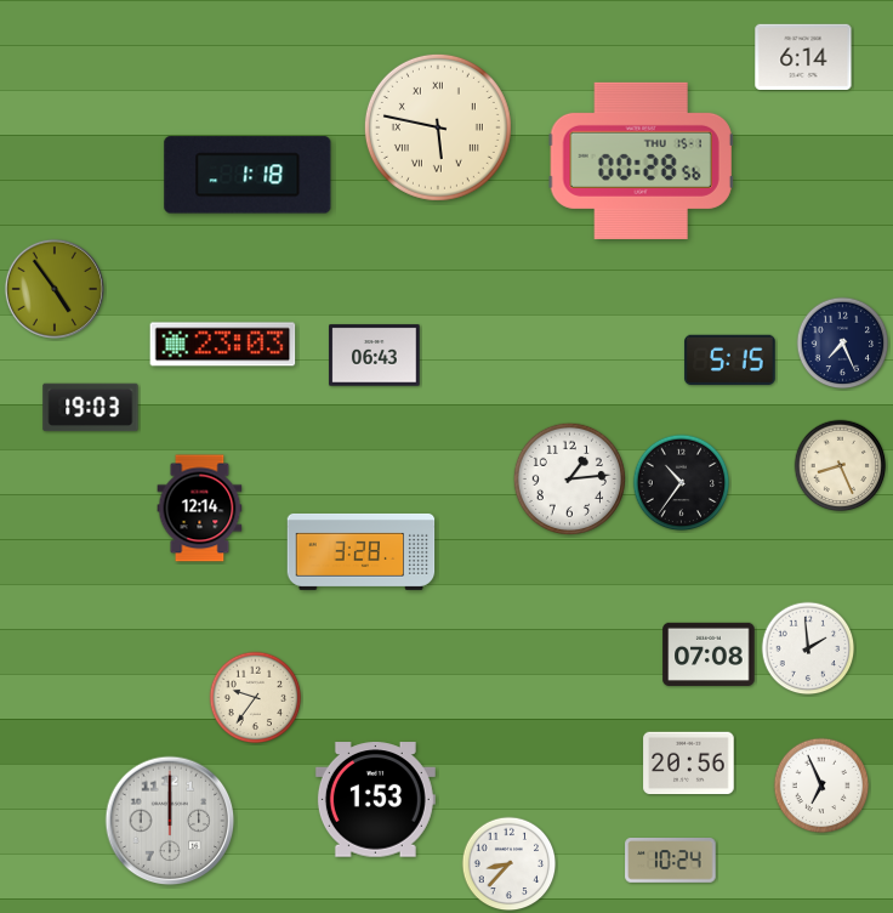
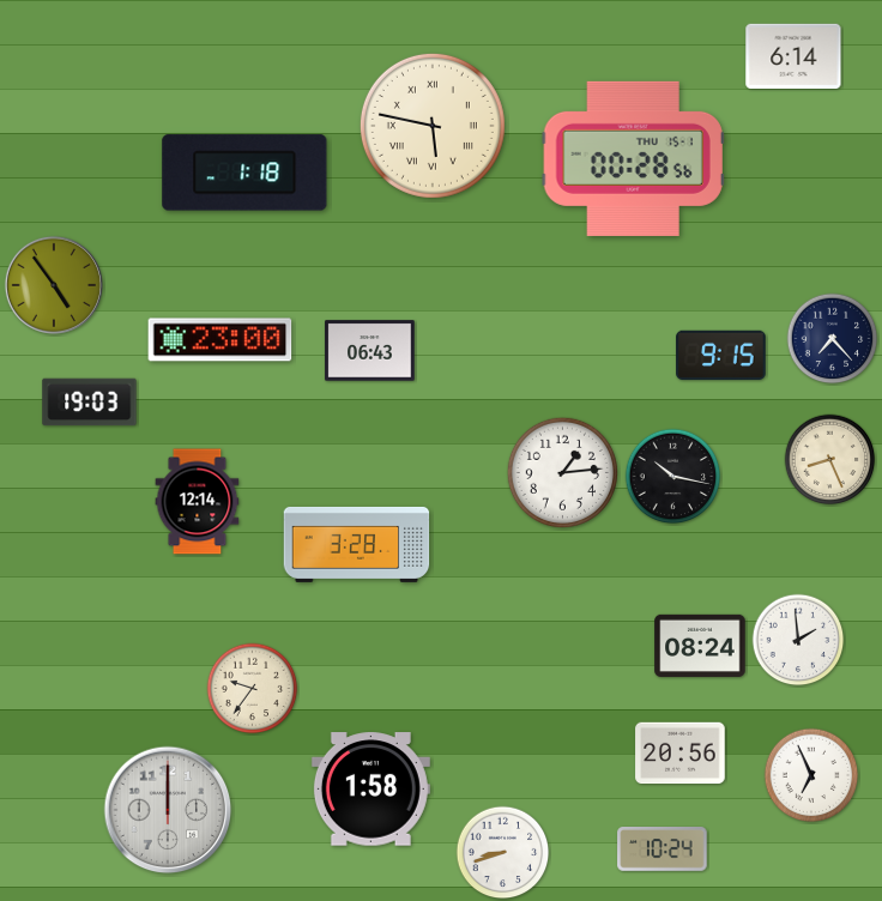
clock at (843, 344): 7:26 -> 7:23
clock at (223, 345): 23:03 -> 23:00
clock at (730, 361): 5:15 -> 9:15
clock at (682, 483): 10:36 -> 10:17
clock at (709, 654): 07:08 -> 08:24
clock at (375, 800): 1:53 -> 1:58
clock at (510, 864): 8:37 -> 8:42
